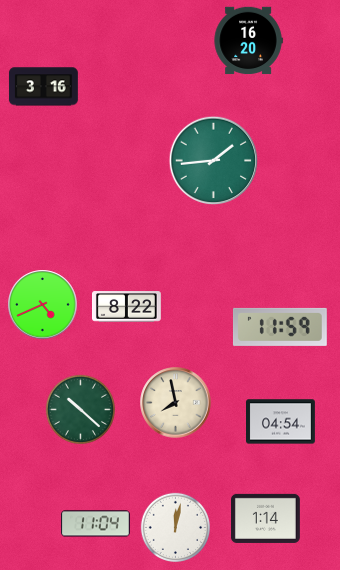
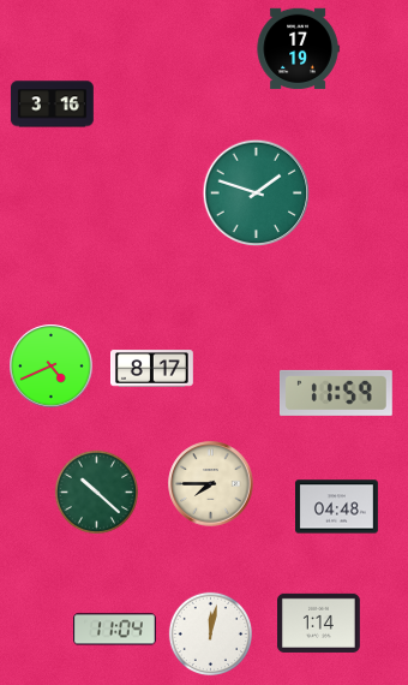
clock at (248, 41): 16:20 -> 17:19
clock at (214, 161): 1:44 -> 1:48
clock at (127, 307): 8:22 -> 8:17
clock at (176, 403): 7:58 -> 7:45
clock at (281, 422): 04:54 -> 04:48
